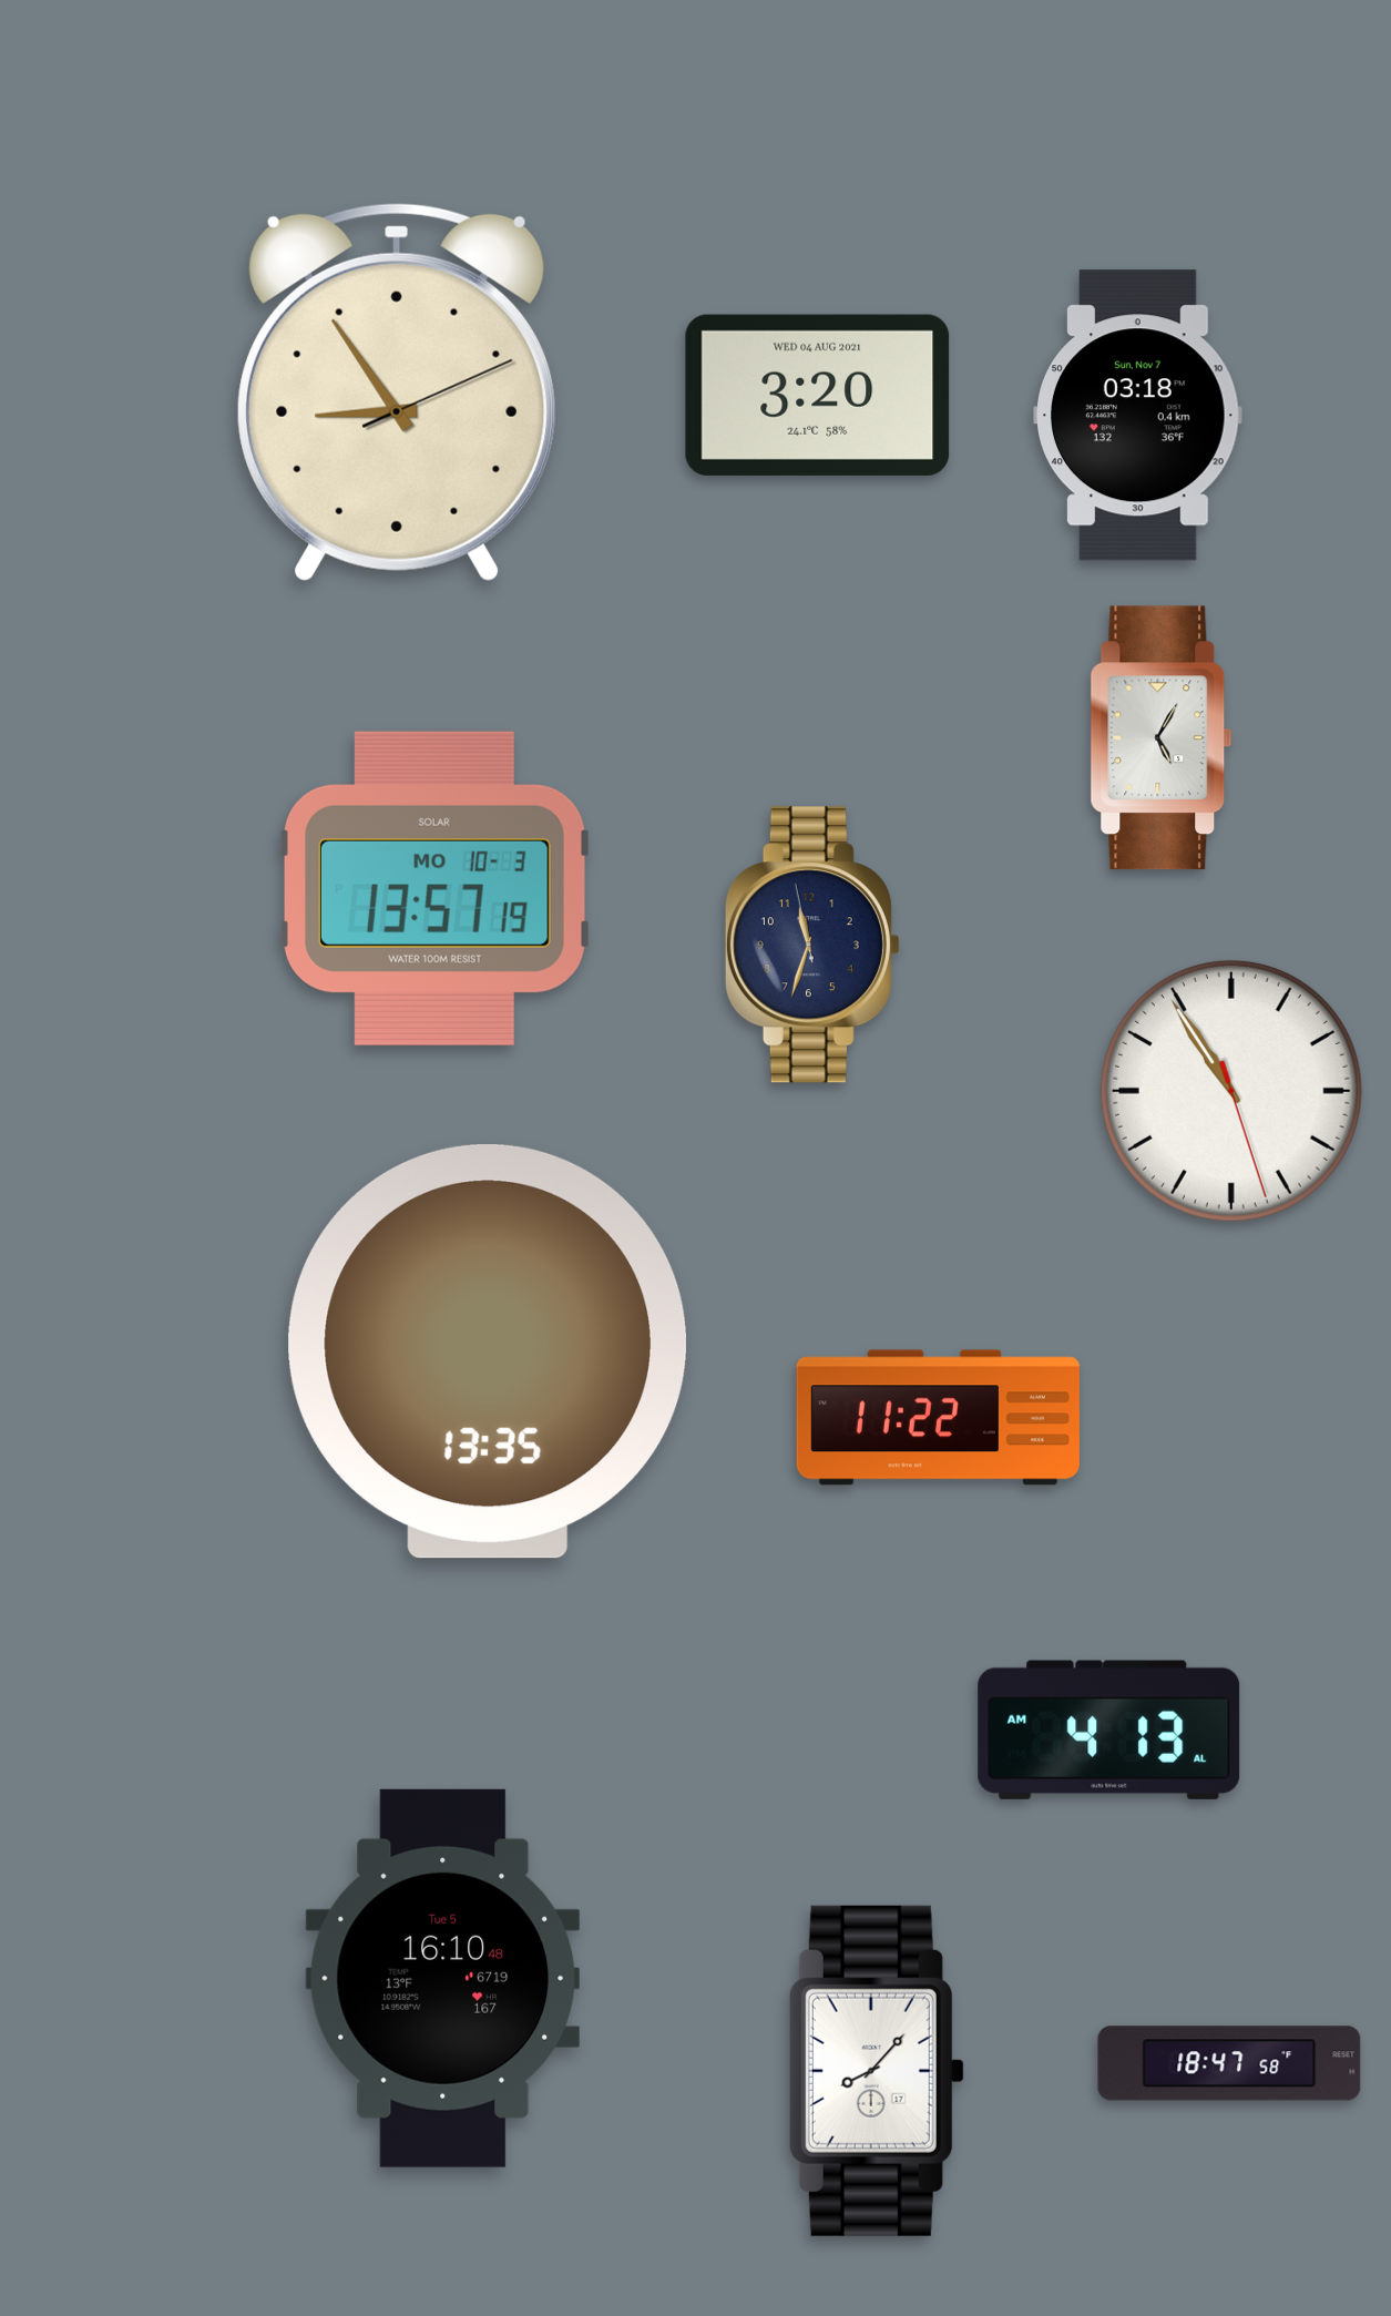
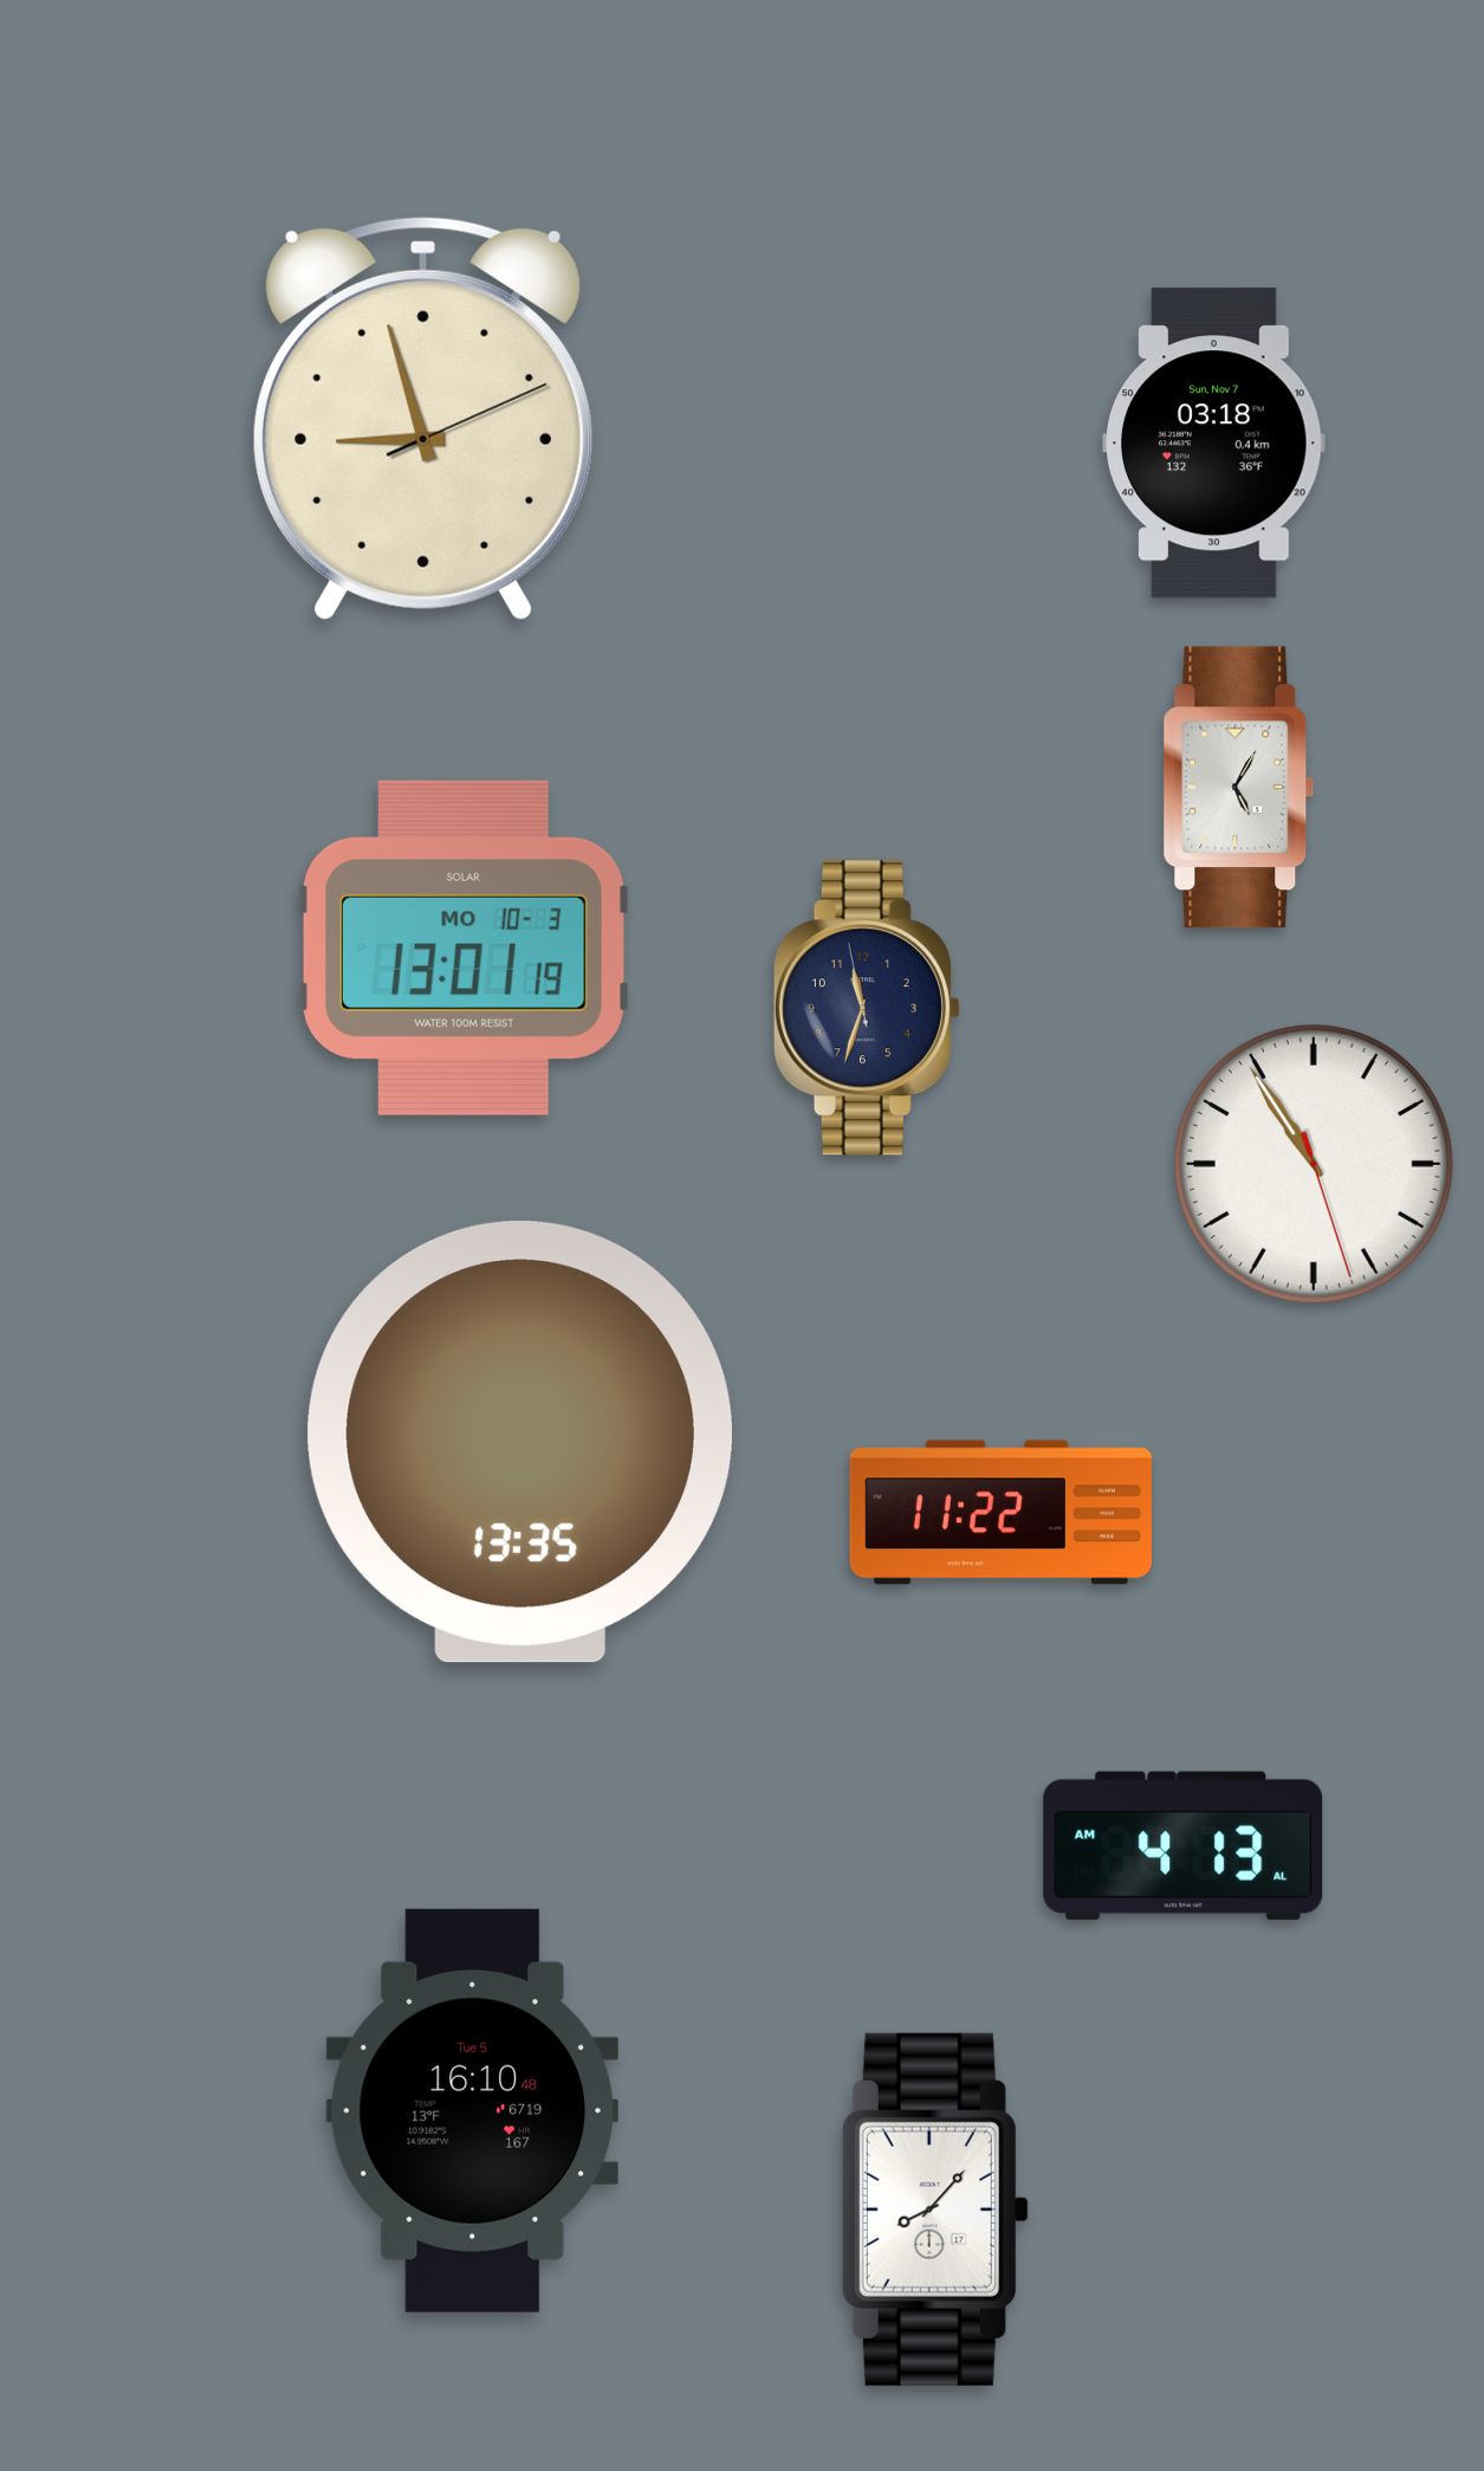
clock at (397, 391): 8:54 -> 8:57
clock at (818, 395): 3:20 -> none
clock at (434, 888): 13:57 -> 13:01
clock at (1229, 2063): 18:47 -> none
